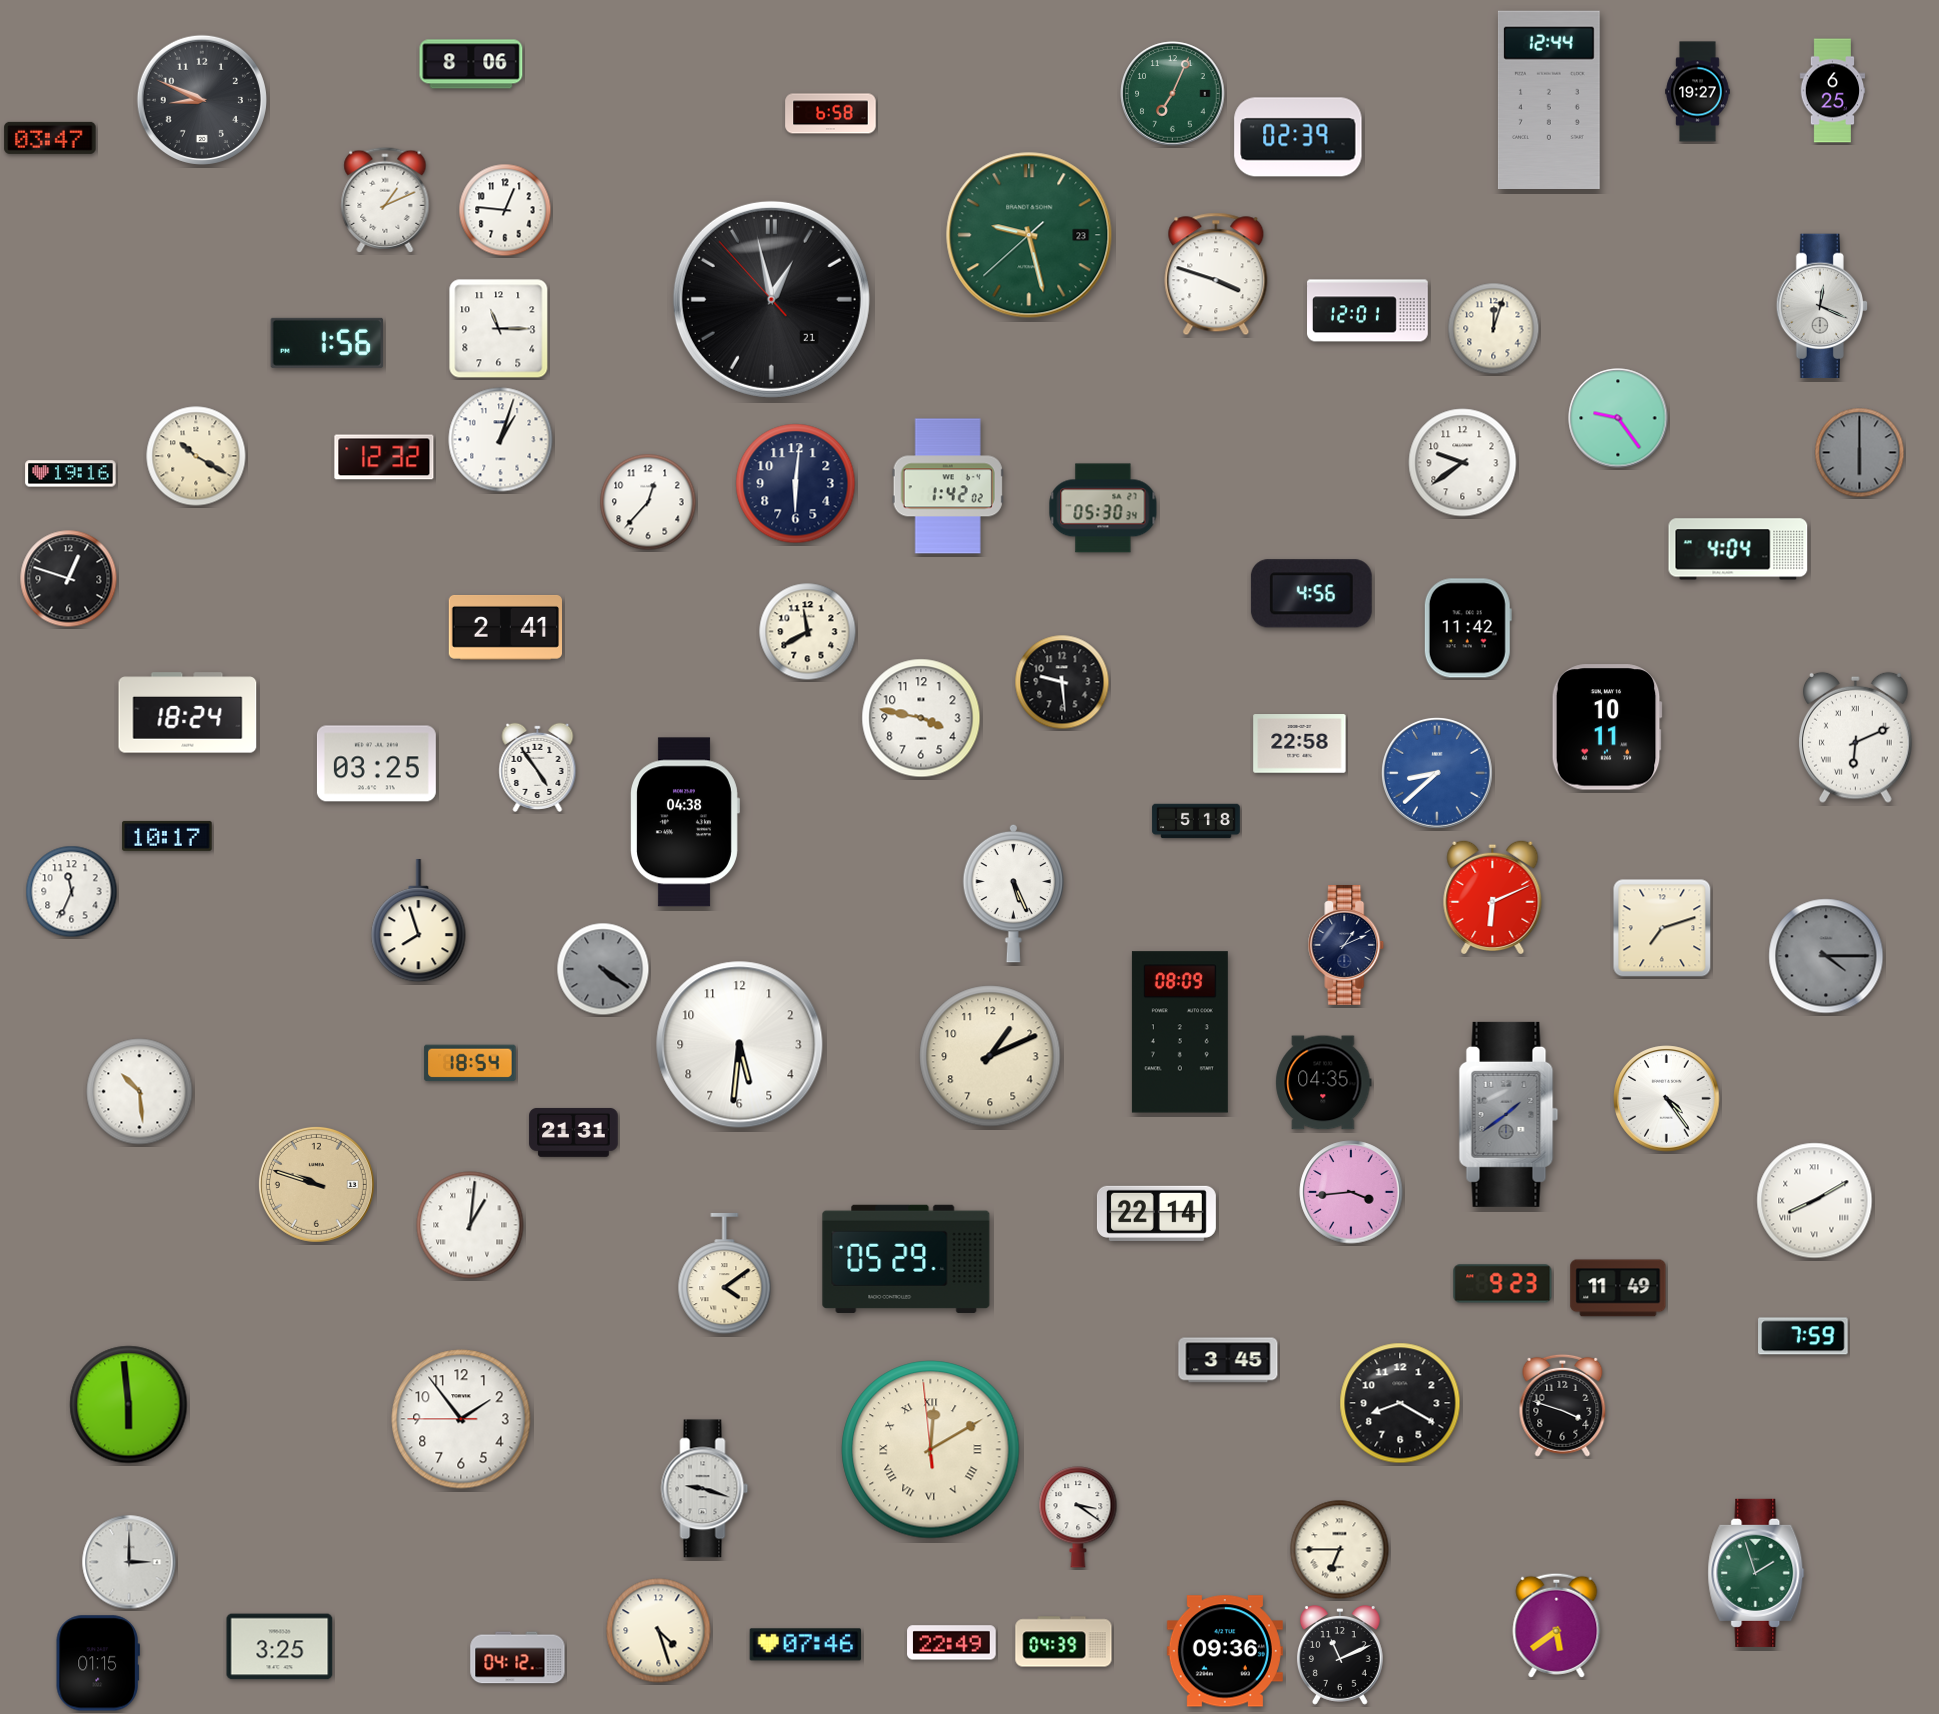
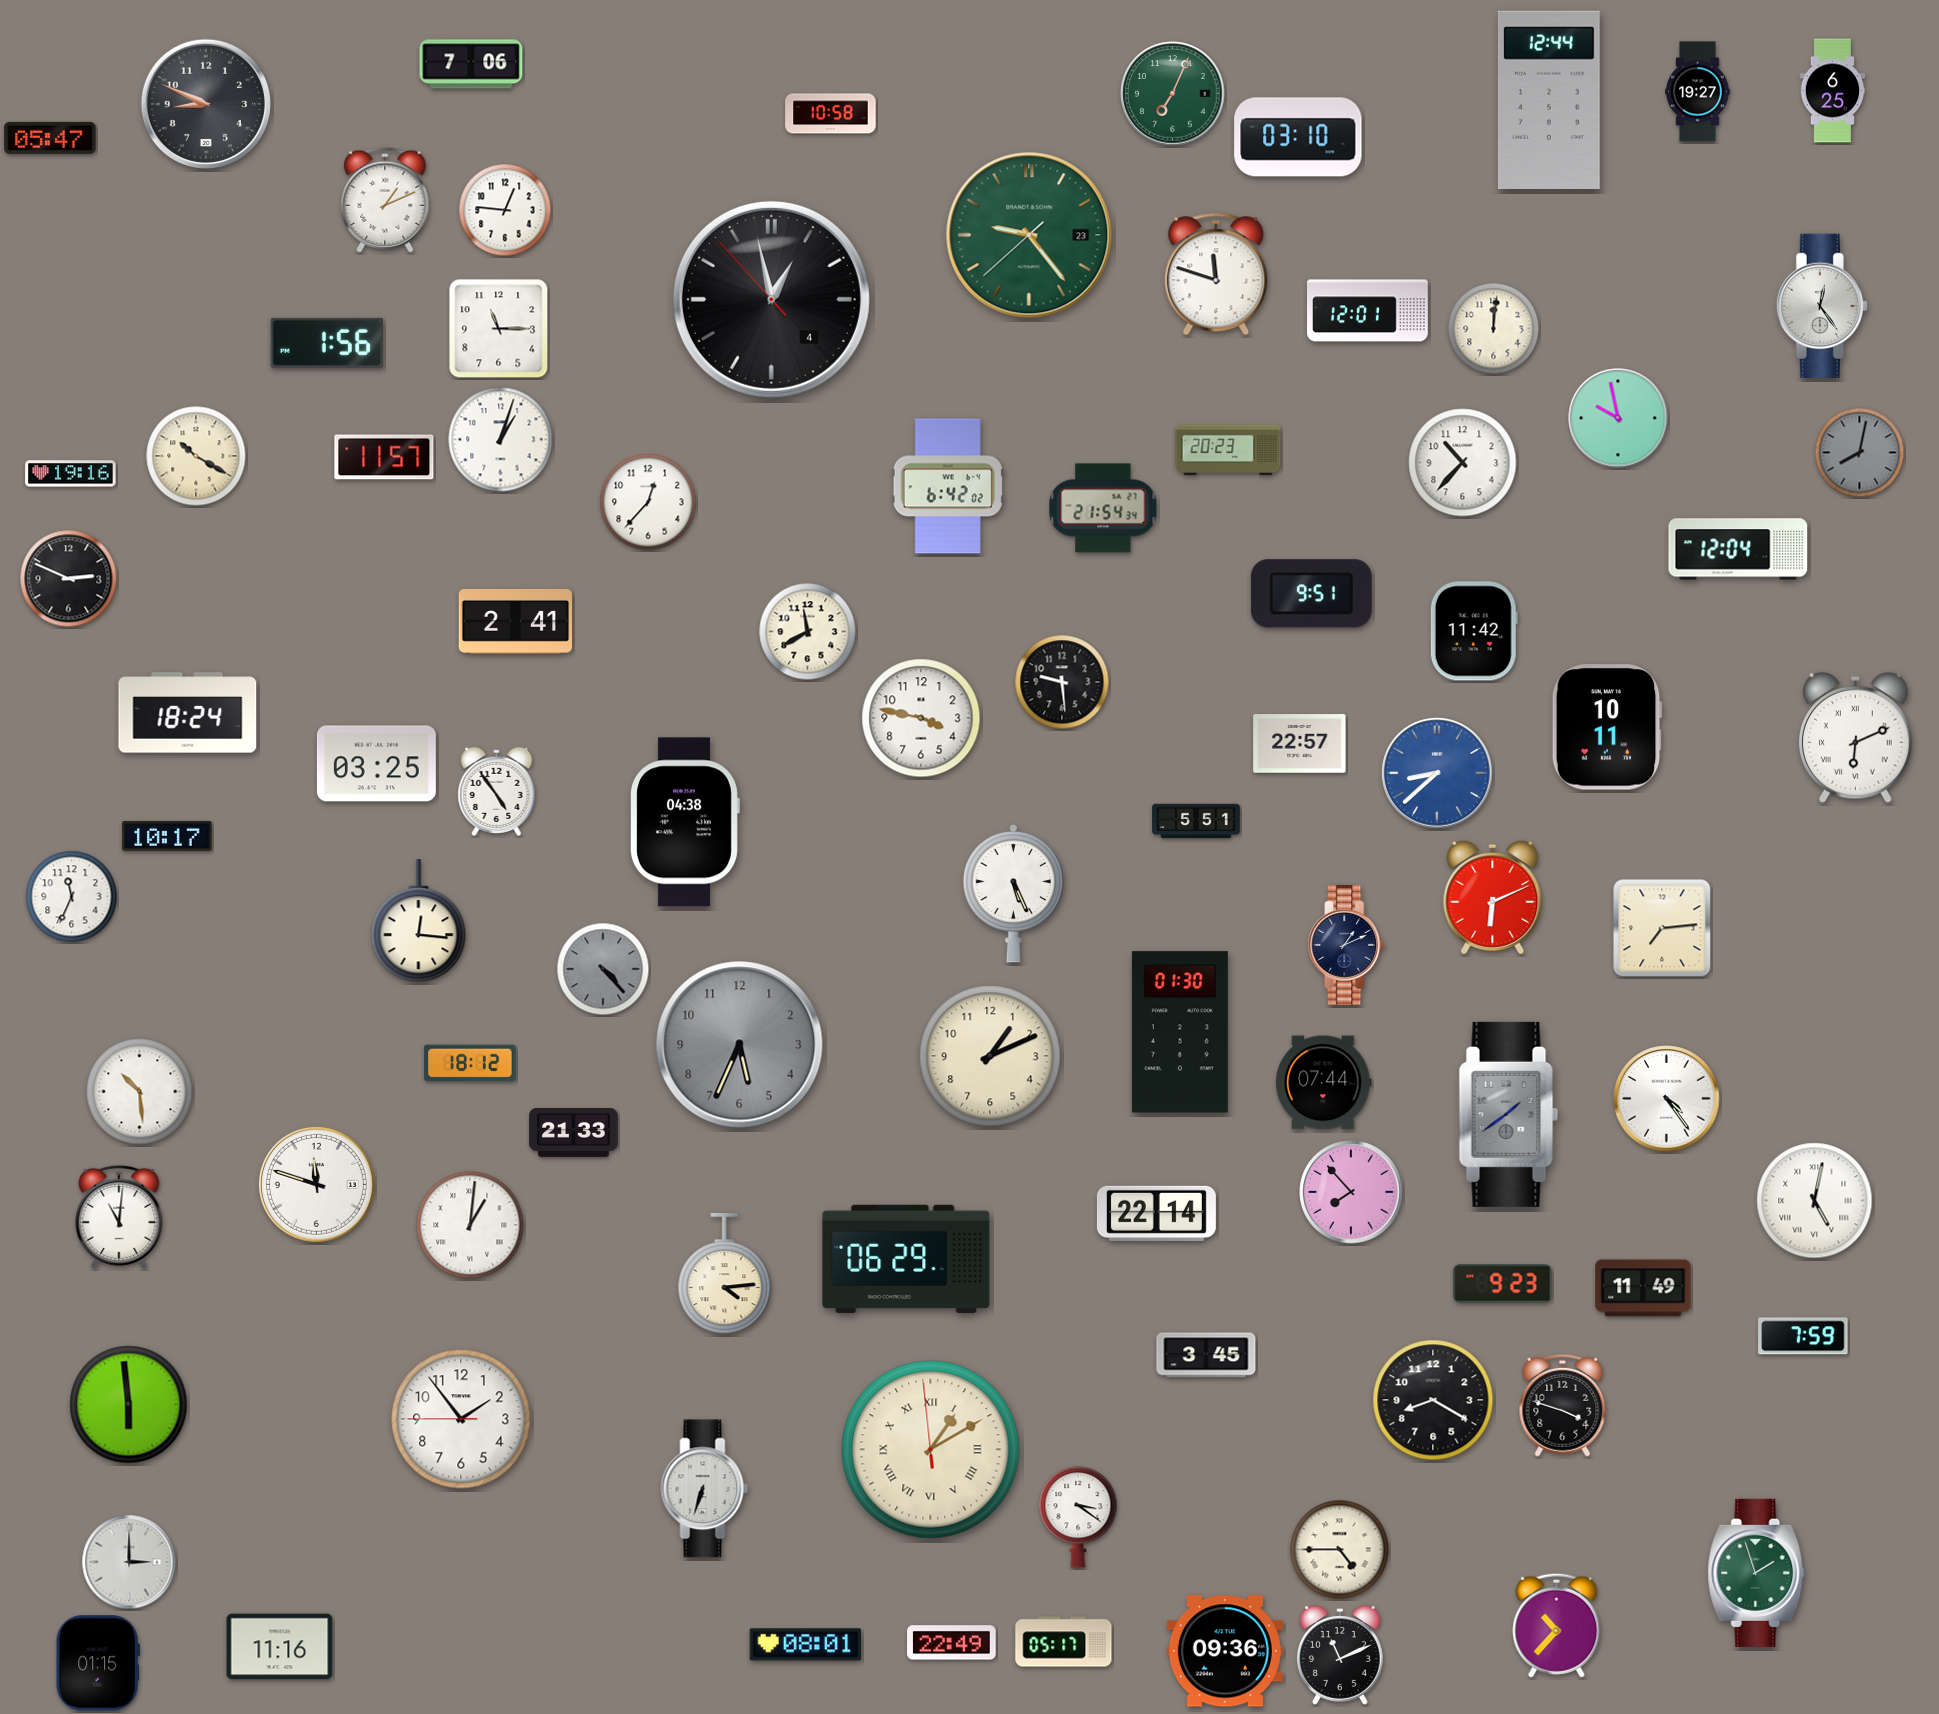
clock at (471, 64): 8:06 -> 7:06
clock at (202, 100) position: (202, 100) -> (206, 104)
clock at (831, 114): 6:58 -> 10:58
clock at (1298, 137): 02:39 -> 03:10
clock at (50, 138): 03:47 -> 05:47
clock at (1029, 235): 9:27 -> 9:23
clock at (1216, 274): 3:48 -> 11:48
clock at (771, 299) date: 21 -> 4
clock at (1821, 306): 12:19 -> 12:24
clock at (1494, 329): 12:03 -> 12:01
clock at (1618, 418): 9:24 -> 9:58
clock at (1228, 450): none -> 20:23
clock at (1860, 453): 6:00 -> 8:02
clock at (384, 457): 12:32 -> 11:57
clock at (1463, 463): 9:39 -> 10:37
clock at (796, 484): 6:01 -> none
clock at (948, 486): 1:42 -> 6:42
clock at (1103, 508): 05:30 -> 21:54
clock at (1738, 549): 4:04 -> 12:04
clock at (69, 579): 12:48 -> 2:49
clock at (1311, 594): 4:56 -> 9:51
clock at (505, 627) position: (505, 627) -> (515, 621)
clock at (1468, 628) position: (1468, 628) -> (1474, 631)
clock at (1300, 744): 22:58 -> 22:57
clock at (538, 767) position: (538, 767) -> (497, 791)
clock at (1196, 821): 5:18 -> 5:51
clock at (72, 892) position: (72, 892) -> (72, 897)
clock at (419, 921): 7:57 -> 12:16
clock at (1662, 928): 7:12 -> 7:14
clock at (1826, 956): 4:15 -> none
clock at (603, 969): 4:21 -> 4:23
clock at (1180, 1032): 08:09 -> 01:30
clock at (740, 1045): 5:31 -> 5:34
clock at (740, 1045) dial: white -> grey
clock at (470, 1063): 18:54 -> 18:12
clock at (1324, 1083): 04:35 -> 07:44
clock at (574, 1132): 21:31 -> 21:33
clock at (316, 1184): 9:48 -> 11:48
clock at (316, 1184) dial: champagne -> white
clock at (1351, 1192): 3:44 -> 7:53
clock at (1815, 1201): 8:10 -> 5:02
clock at (119, 1217): none -> 11:01
clock at (906, 1259): 05:29 -> 06:29
clock at (725, 1274): 4:09 -> 4:14
clock at (1618, 1288) position: (1618, 1288) -> (1643, 1288)
clock at (1228, 1360) position: (1228, 1360) -> (1206, 1355)
clock at (1400, 1403) position: (1400, 1403) -> (1433, 1400)
clock at (931, 1450): 12:09 -> 1:09
clock at (705, 1489): 9:18 -> 6:33
clock at (1340, 1550): 6:45 -> 4:45
clock at (1557, 1625): 5:39 -> 10:37
clock at (659, 1631): 4:27 -> none
clock at (1064, 1642): 04:39 -> 05:17
clock at (806, 1645): 07:46 -> 08:01
clock at (280, 1647): 3:25 -> 11:16
clock at (518, 1658): 04:12 -> none
